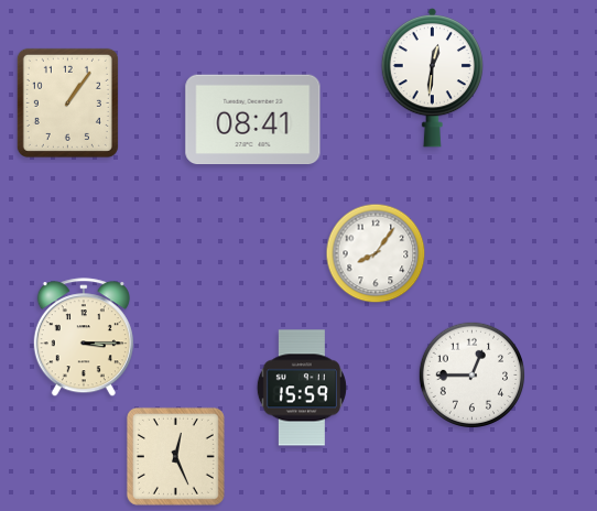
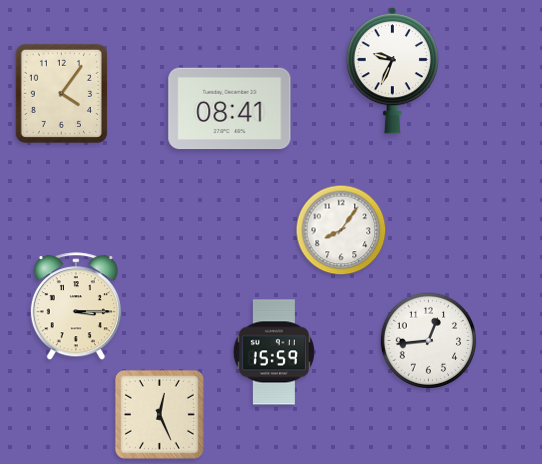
clock at (432, 77): 12:31 -> 9:34
clock at (67, 102): 1:06 -> 4:06
clock at (471, 374): 12:45 -> 12:44
